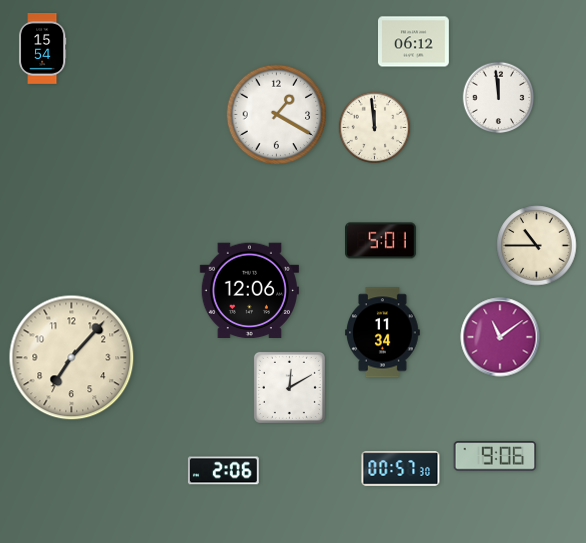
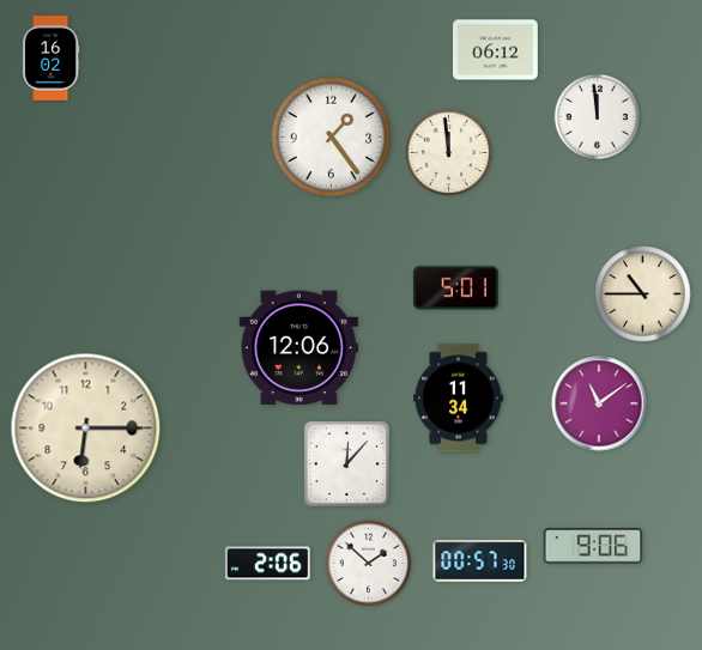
clock at (42, 49): 15:54 -> 16:02
clock at (277, 115): 1:20 -> 1:24
clock at (72, 358): 7:07 -> 6:15
clock at (289, 387): 12:10 -> 12:07
clock at (369, 564): none -> 1:52
